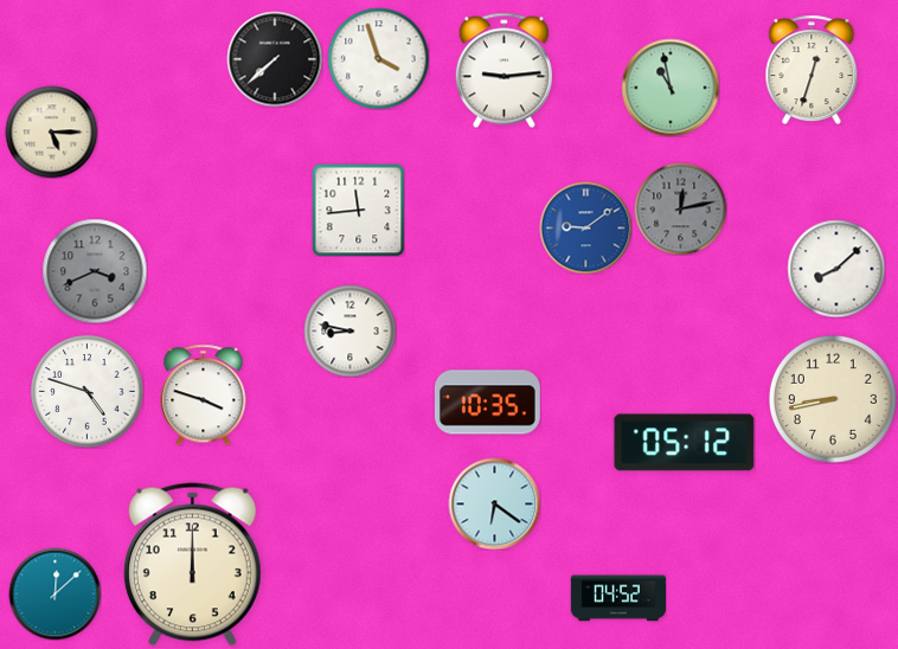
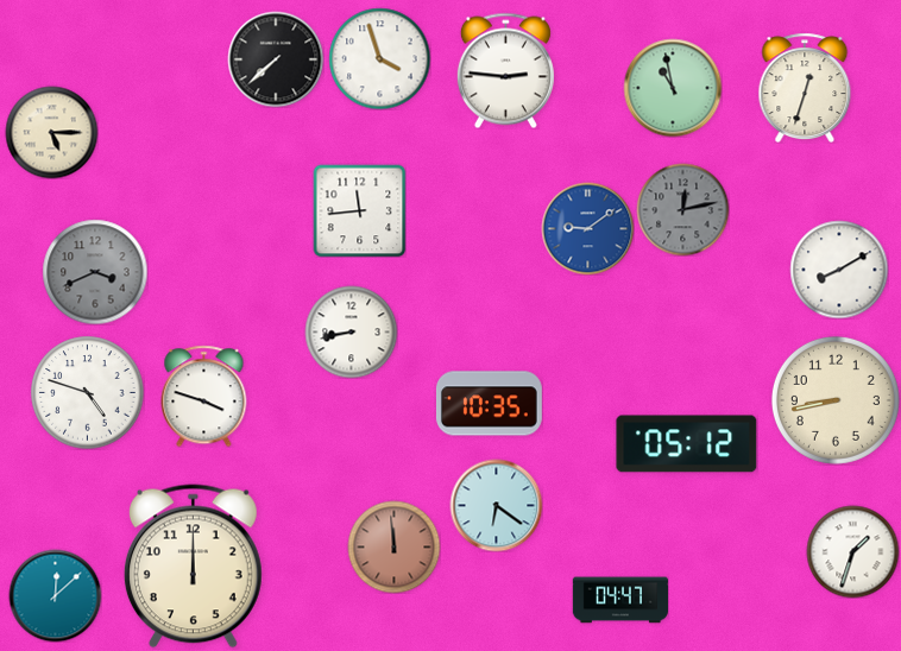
clock at (503, 70): 9:14 -> 2:46
clock at (812, 70) position: (812, 70) -> (805, 88)
clock at (836, 269): 8:08 -> 8:10
clock at (349, 330): 8:47 -> 8:43
clock at (393, 546): none -> 11:59
clock at (852, 551): none -> 1:33
clock at (617, 598): 04:52 -> 04:47
